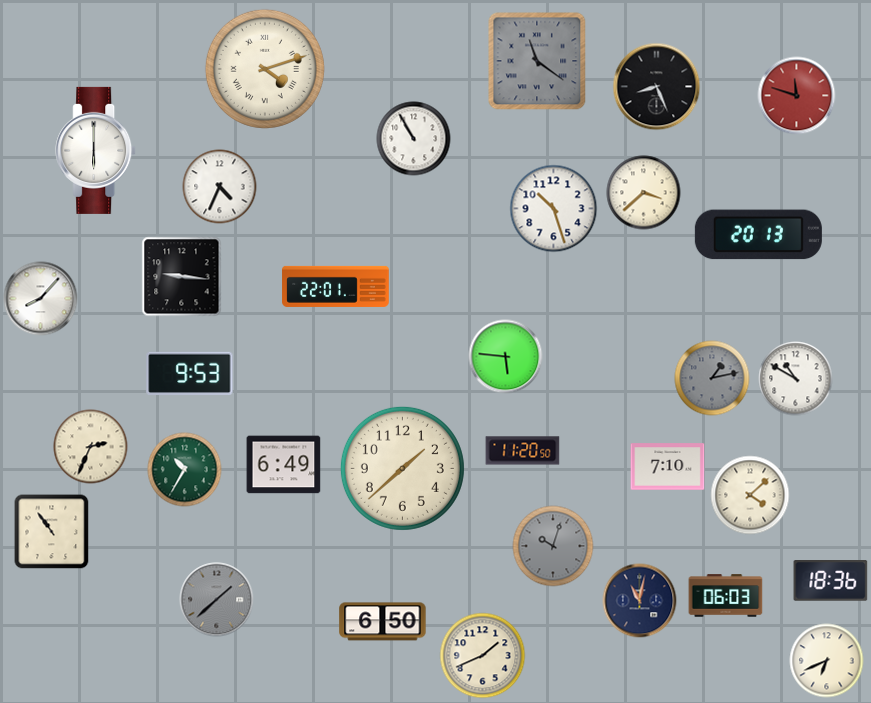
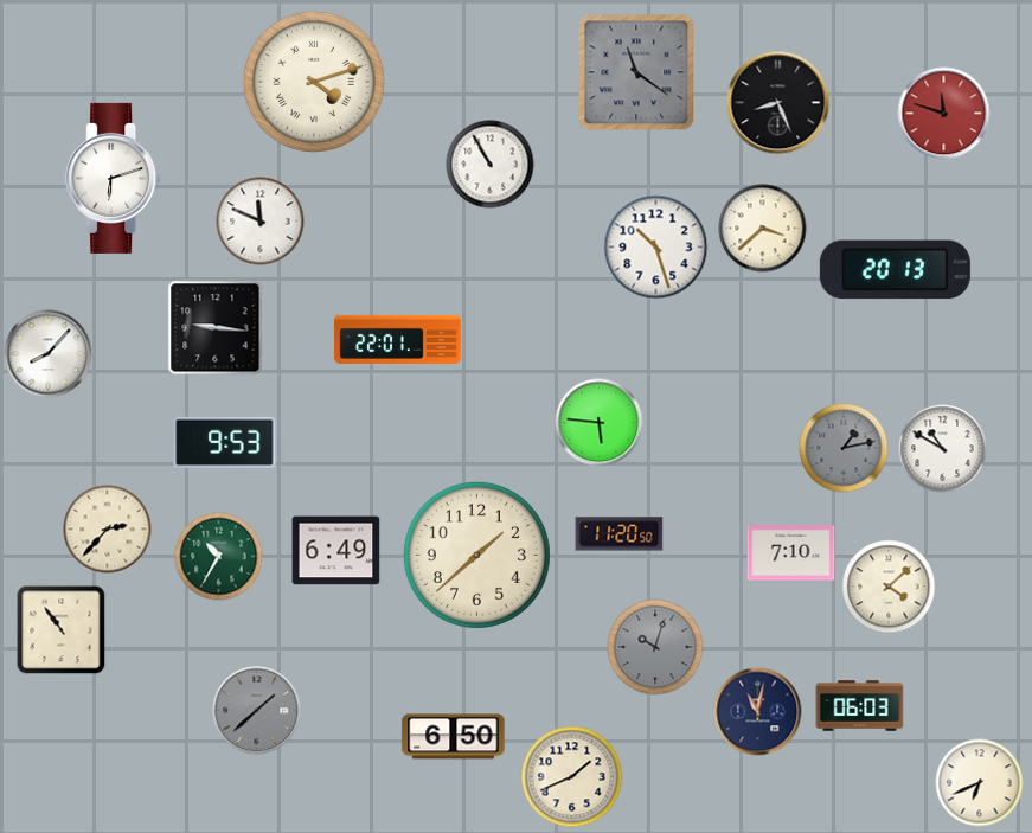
clock at (96, 150): 6:00 -> 6:12
clock at (220, 187): 4:34 -> 11:49
clock at (758, 235) position: (758, 235) -> (895, 270)
clock at (91, 447): 2:34 -> 2:37
clock at (831, 581): 18:36 -> none
